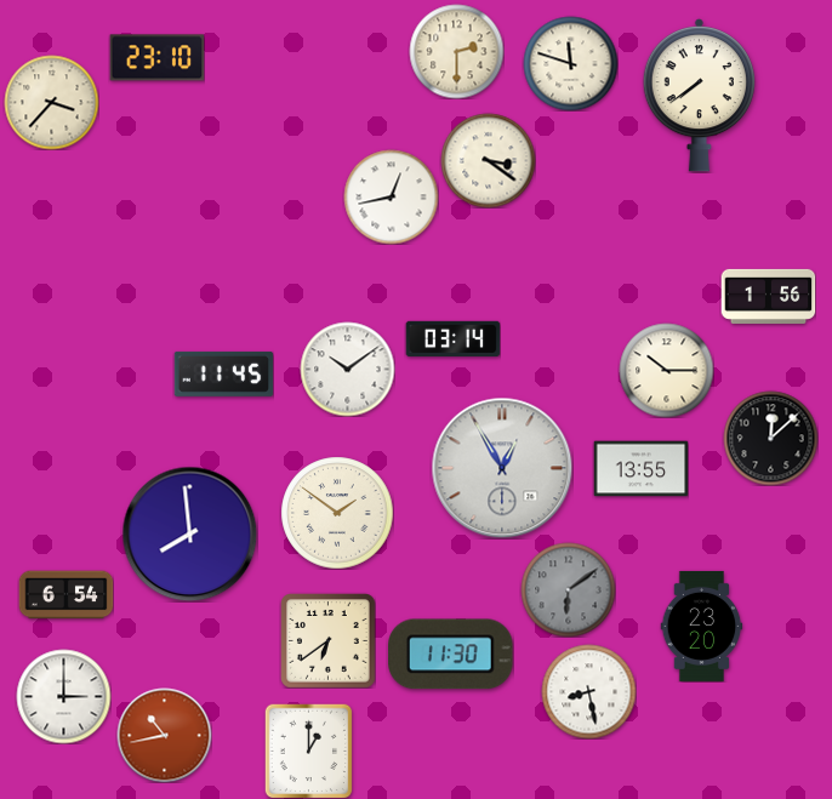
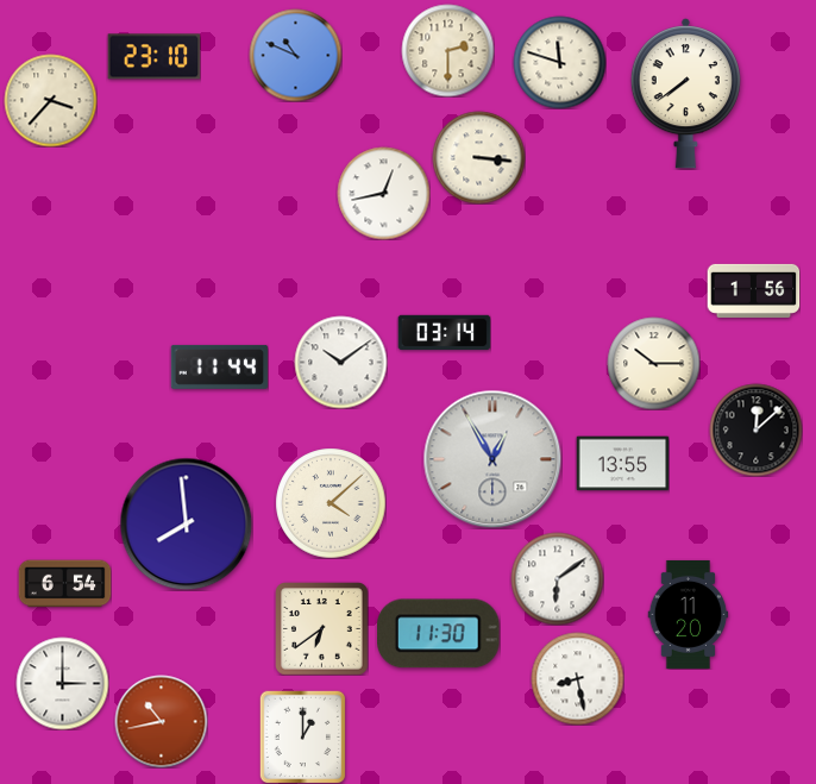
clock at (295, 55): none -> 10:49
clock at (488, 160): 3:21 -> 3:16
clock at (223, 373): 11:45 -> 11:44
clock at (640, 469) position: (640, 469) -> (622, 464)
clock at (337, 513): 1:51 -> 4:08
clock at (568, 589) dial: grey -> white
clock at (702, 626): 23:20 -> 11:20
clock at (451, 655) position: (451, 655) -> (439, 634)
